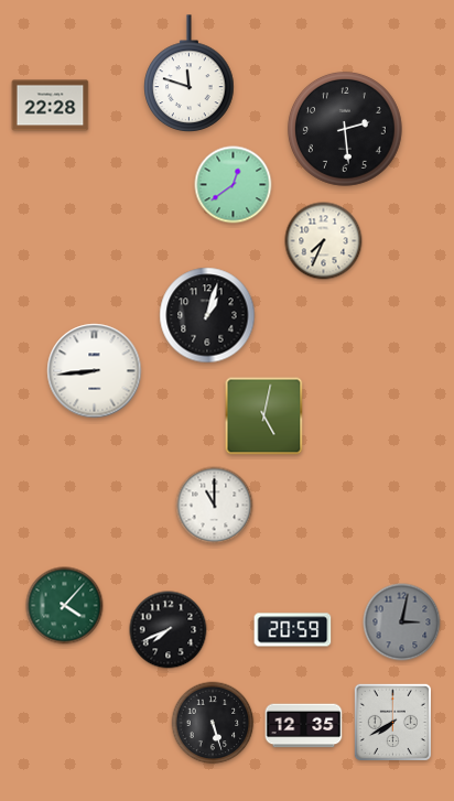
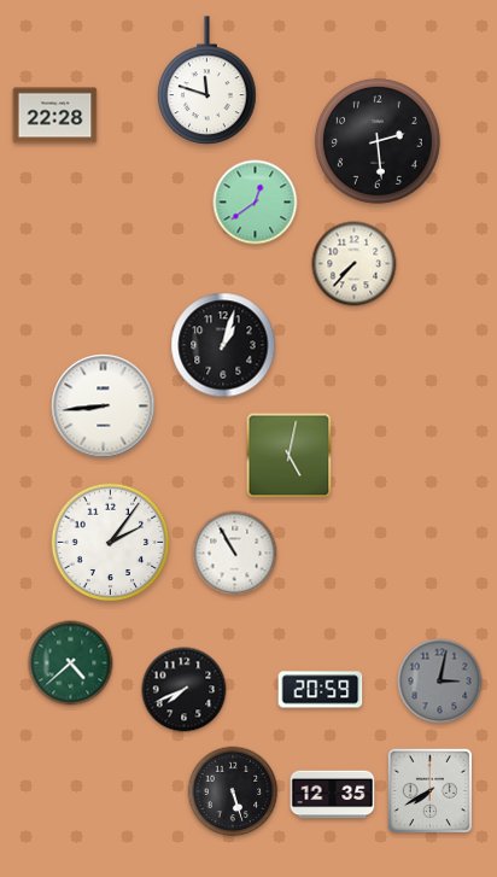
clock at (324, 241): 7:34 -> 7:37
clock at (207, 315) position: (207, 315) -> (223, 345)
clock at (111, 543): none -> 2:06
clock at (215, 506): 11:00 -> 10:55
clock at (65, 606): 4:07 -> 4:38
